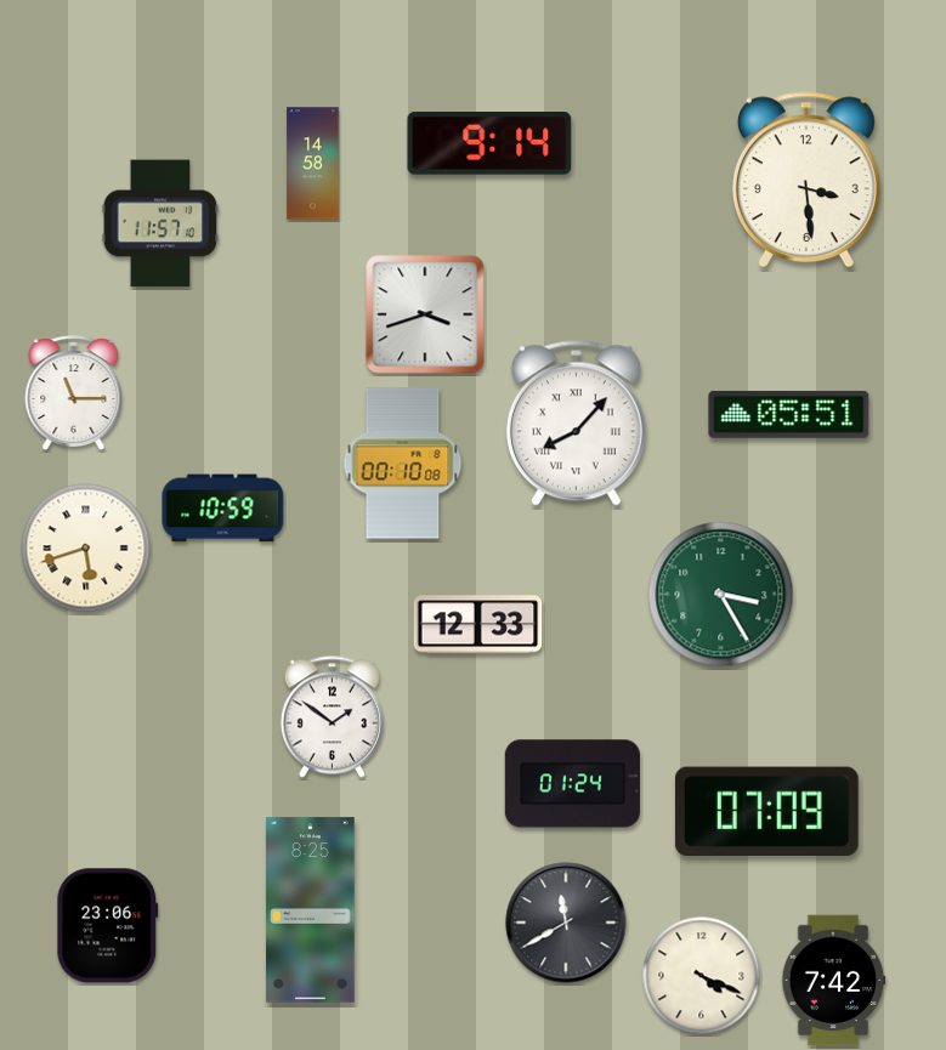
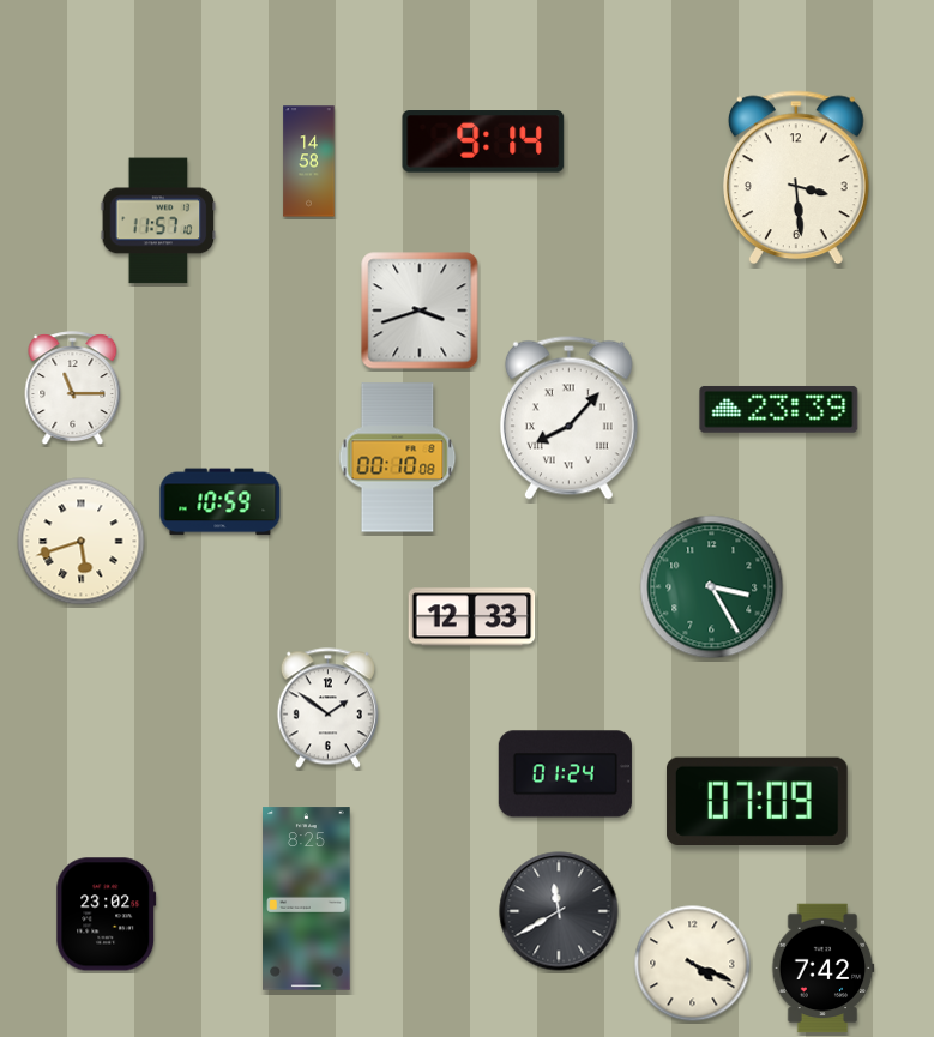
clock at (789, 414): 05:51 -> 23:39
clock at (86, 549) position: (86, 549) -> (82, 542)
clock at (108, 926): 23:06 -> 23:02
